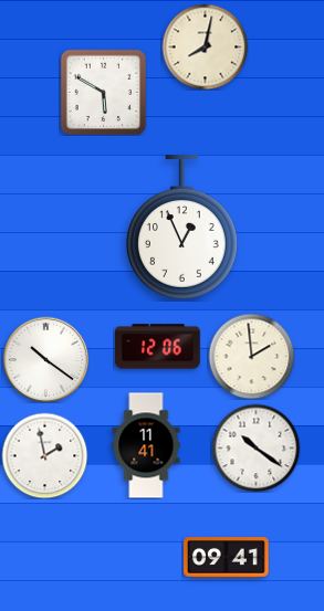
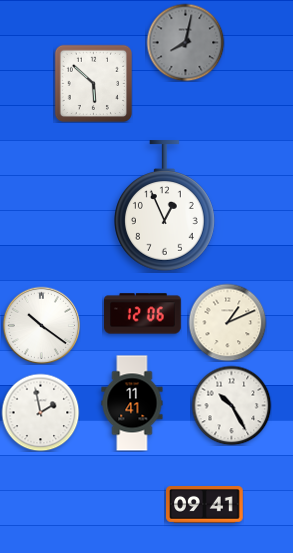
clock at (205, 46) dial: cream -> grey
clock at (103, 92): 5:50 -> 5:52
clock at (251, 356): 1:59 -> 1:11
clock at (255, 447): 10:21 -> 10:25
